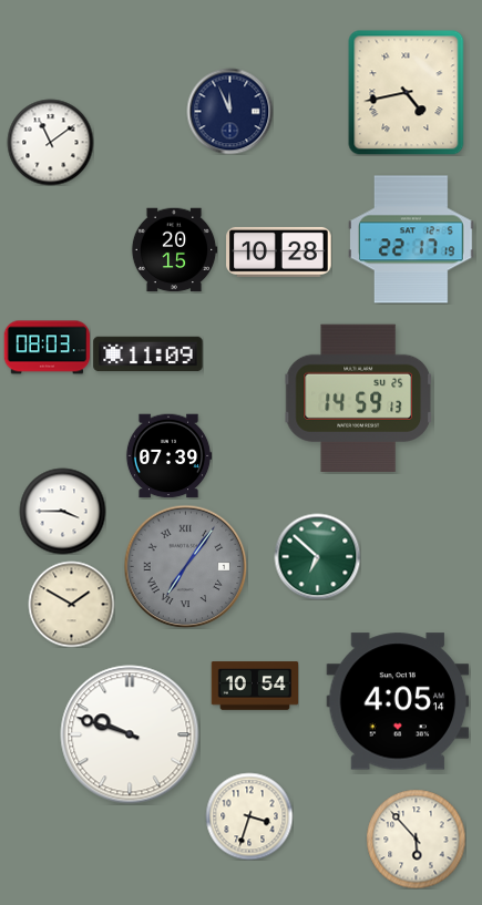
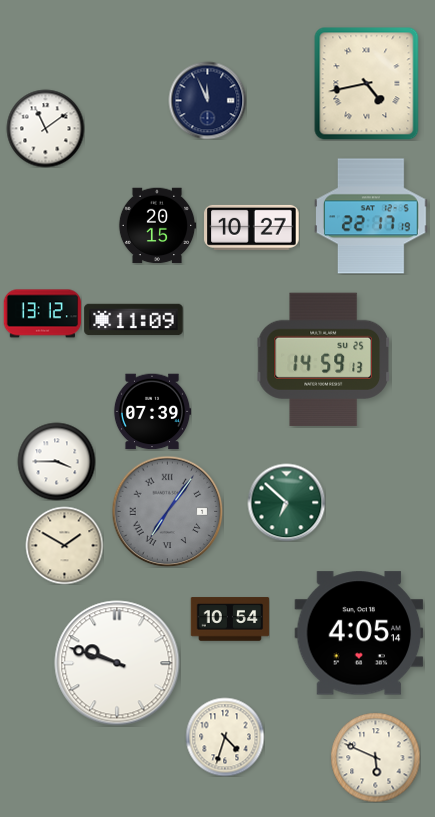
clock at (279, 251): 10:28 -> 10:27
clock at (47, 348): 08:03 -> 13:12
clock at (249, 816): 3:33 -> 4:33
clock at (416, 839): 5:53 -> 5:49
